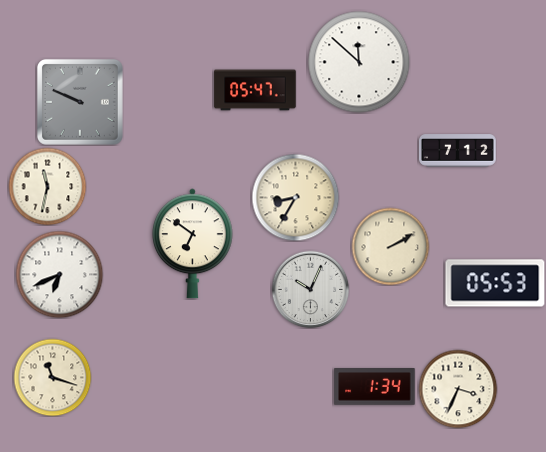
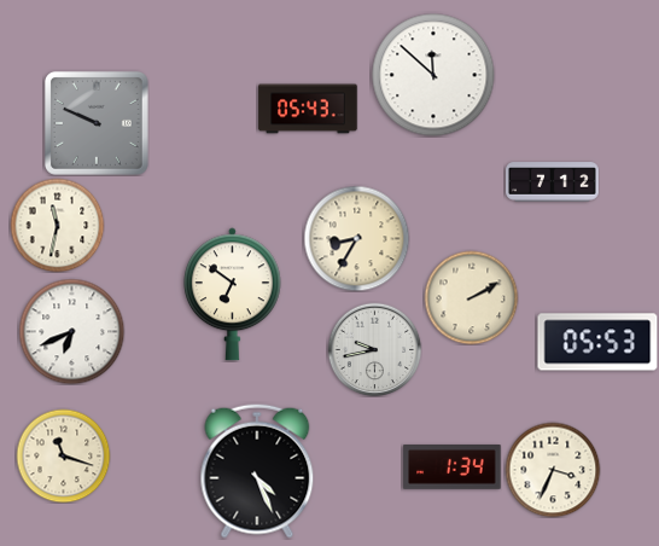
clock at (255, 90): 05:47 -> 05:43
clock at (310, 289): 10:04 -> 9:43
clock at (257, 471): none -> 4:26
